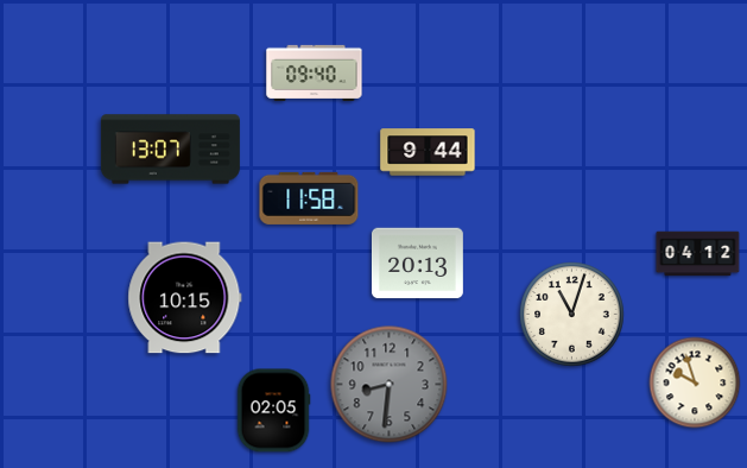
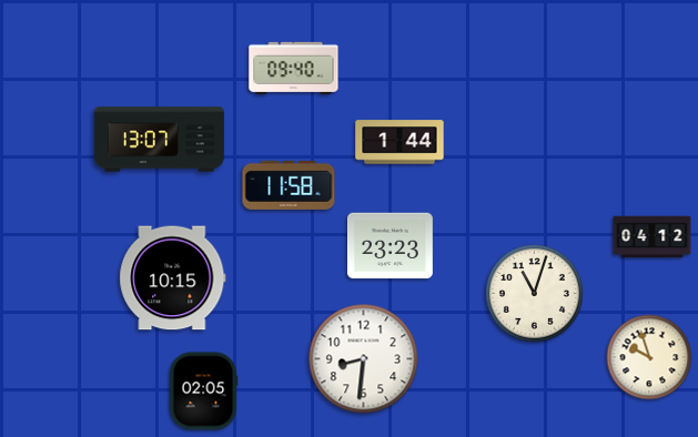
clock at (428, 152): 9:44 -> 1:44
clock at (417, 264): 20:13 -> 23:23
clock at (390, 385) dial: grey -> white
clock at (273, 411) position: (273, 411) -> (203, 392)
